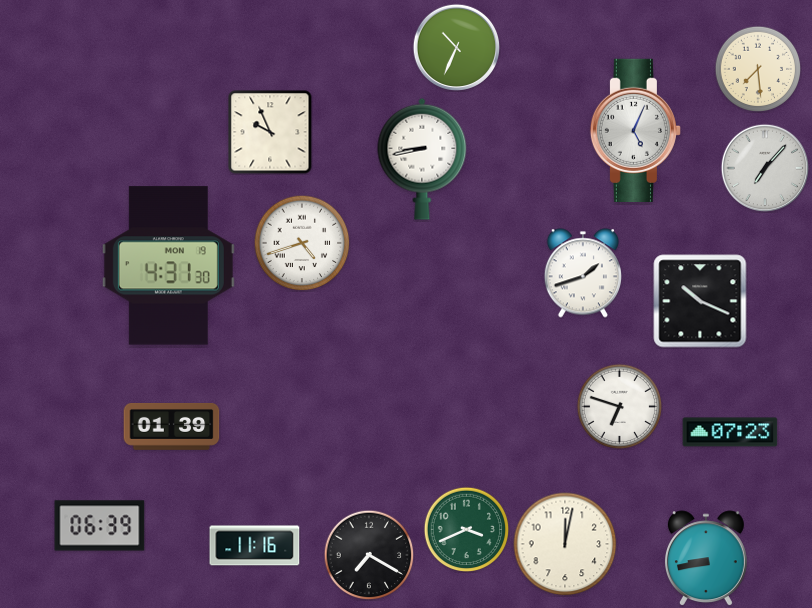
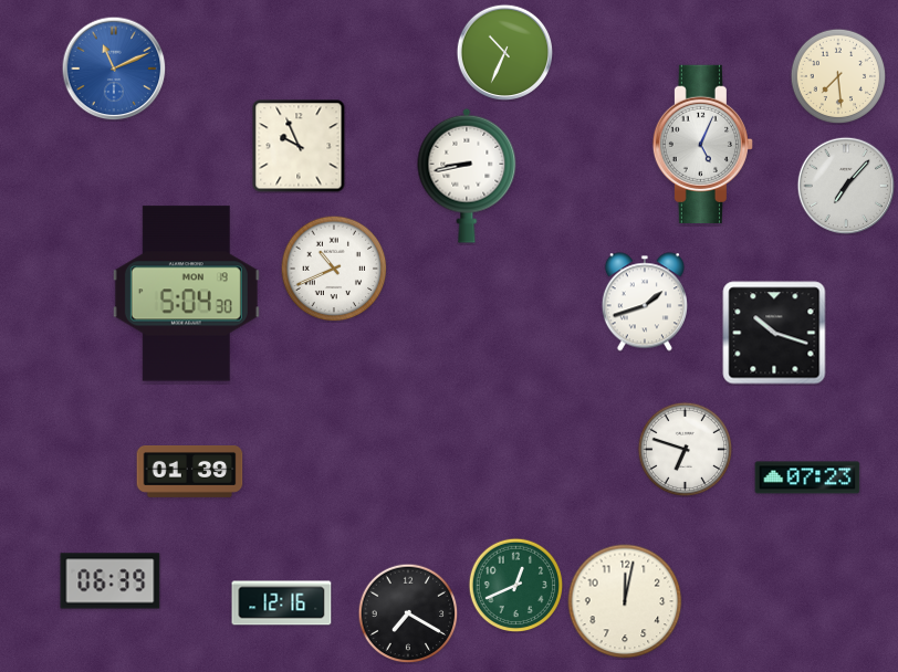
clock at (114, 69): none -> 11:11
clock at (302, 243): 4:42 -> 10:41
clock at (168, 266): 4:31 -> 5:04
clock at (700, 301): 10:19 -> 10:18
clock at (466, 529): 3:41 -> 12:41
clock at (255, 546): 11:16 -> 12:16
clock at (706, 558): 8:43 -> none
